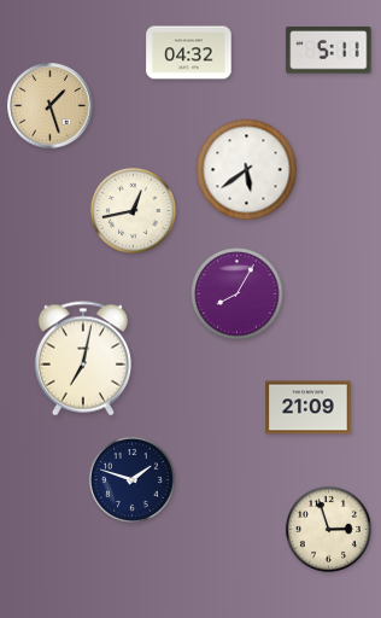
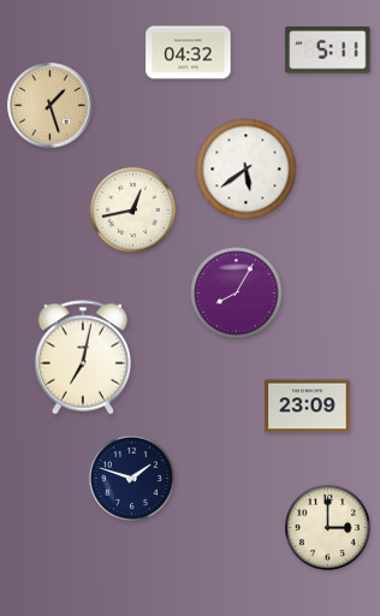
clock at (309, 408): 21:09 -> 23:09
clock at (328, 529): 2:57 -> 3:00
